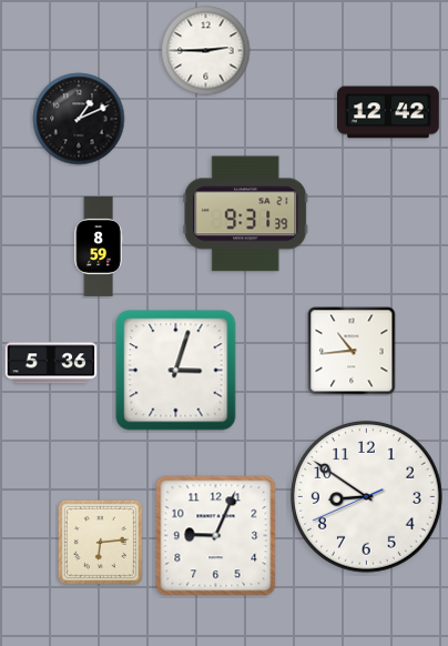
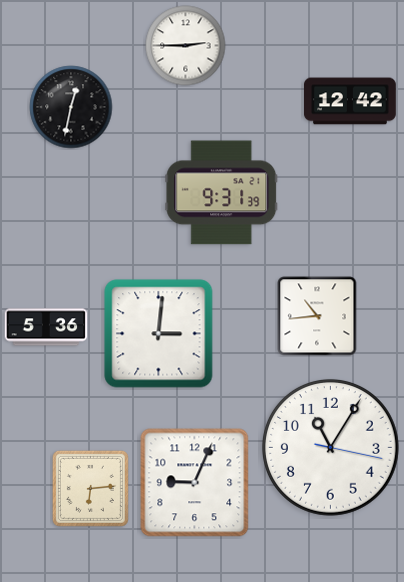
clock at (79, 119): 1:11 -> 12:32
clock at (99, 246): 8:59 -> none
clock at (176, 371): 3:03 -> 3:01
clock at (366, 496): 8:50 -> 11:05
